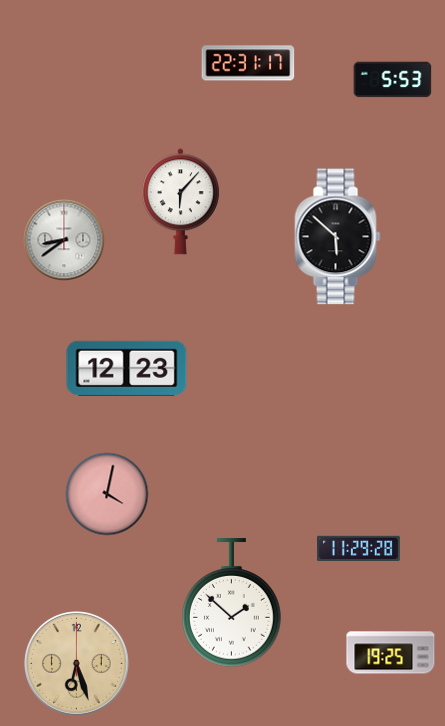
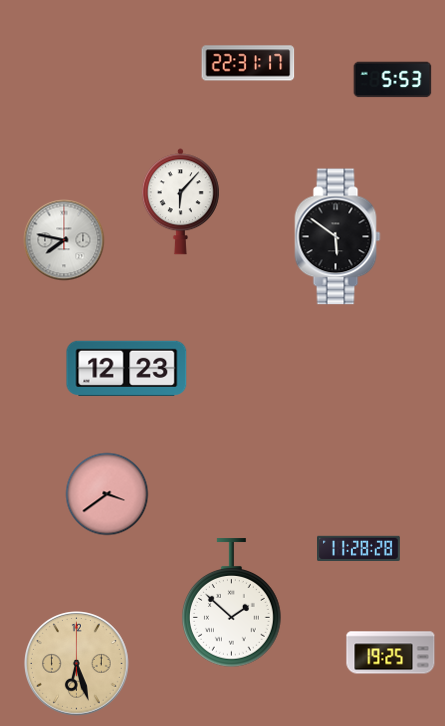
clock at (338, 237): 5:52 -> 5:51
clock at (64, 240): 8:39 -> 7:47
clock at (107, 494): 4:02 -> 3:39
clock at (359, 548): 11:29 -> 11:28
